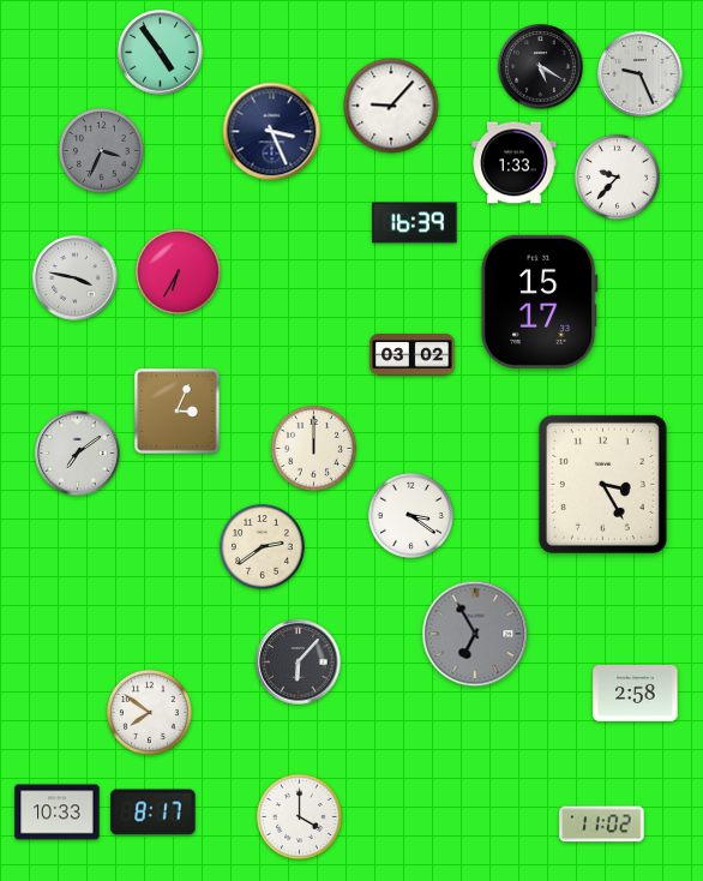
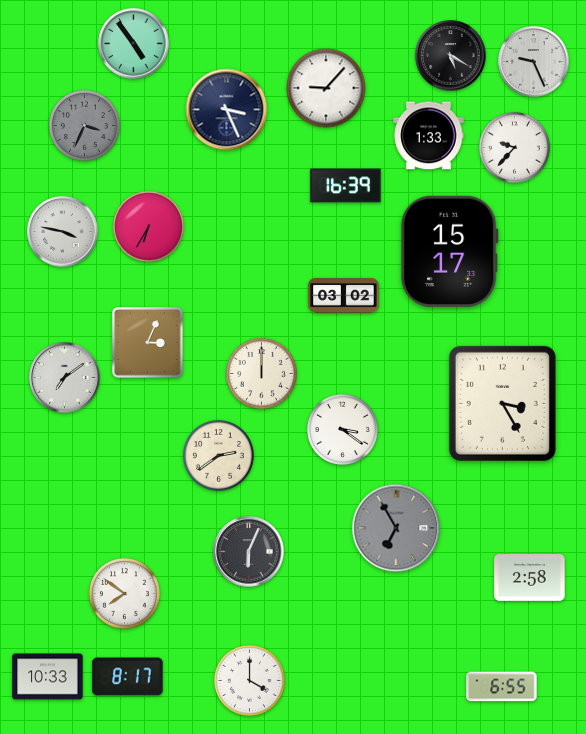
clock at (299, 663): 6:07 -> 6:04
clock at (602, 825): 11:02 -> 6:55
